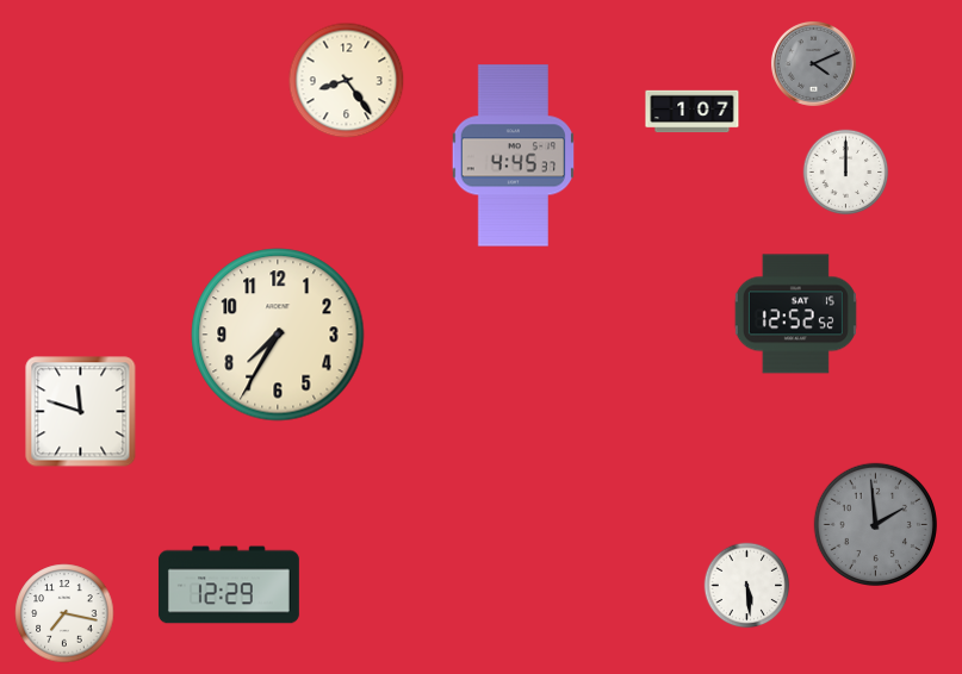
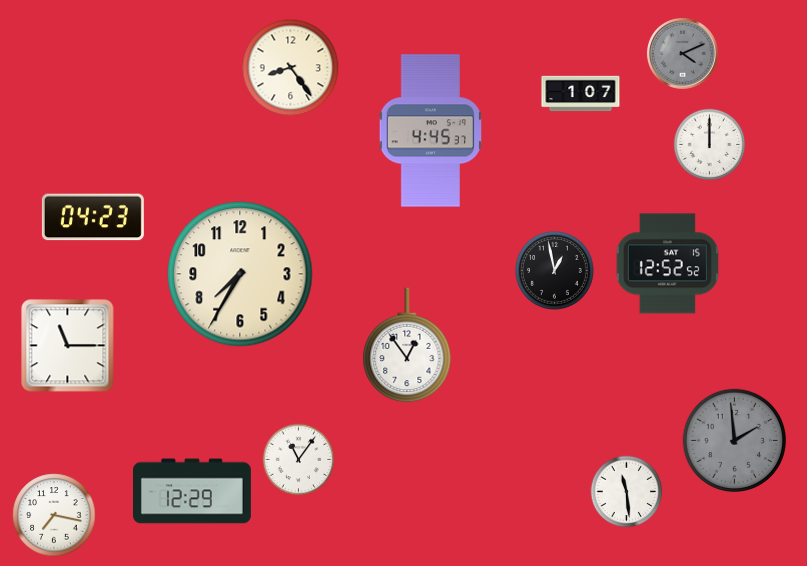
clock at (93, 217): none -> 04:23
clock at (555, 271): none -> 12:58
clock at (278, 335) position: (278, 335) -> (240, 274)
clock at (407, 345): none -> 12:54
clock at (81, 412): 11:48 -> 11:15
clock at (299, 460): none -> 11:06
clock at (747, 586): 5:29 -> 11:29
